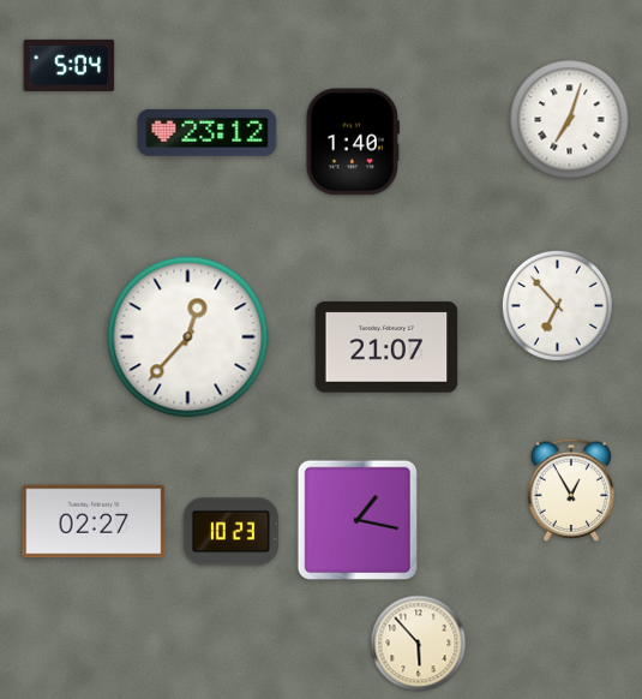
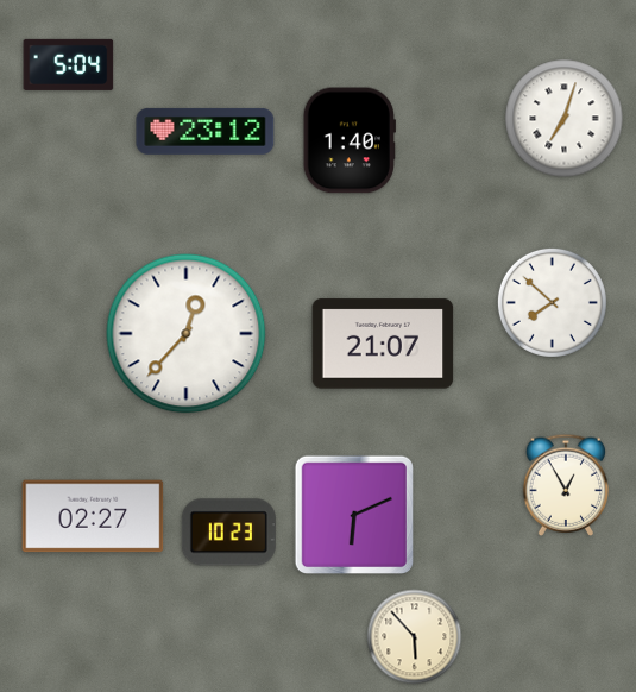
clock at (557, 305): 6:53 -> 7:52
clock at (356, 519): 1:17 -> 6:11
clock at (230, 532) position: (230, 532) -> (228, 533)
